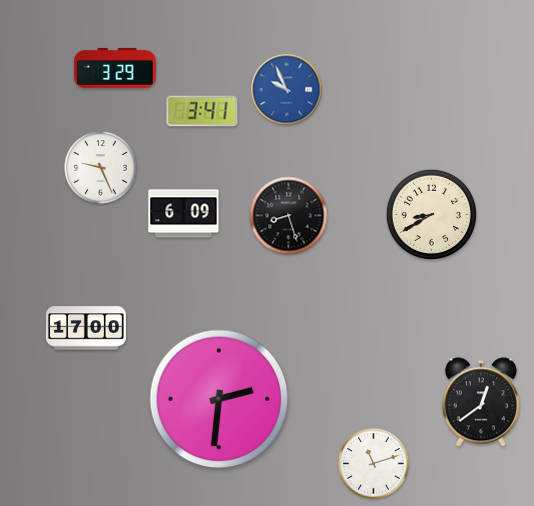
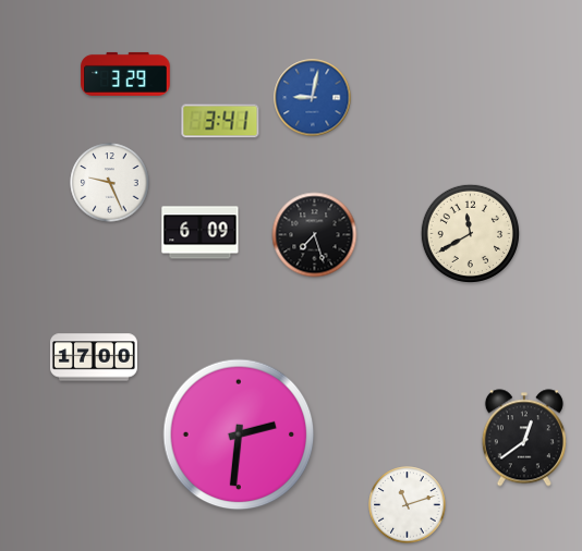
clock at (287, 90): 9:56 -> 9:02
clock at (431, 214): 8:40 -> 11:40
clock at (289, 216): 8:27 -> 7:27
